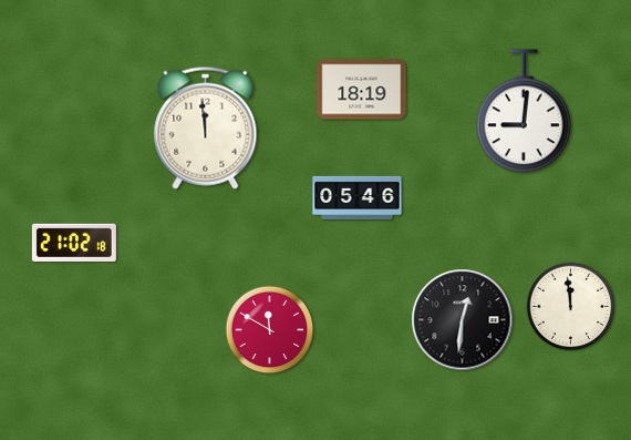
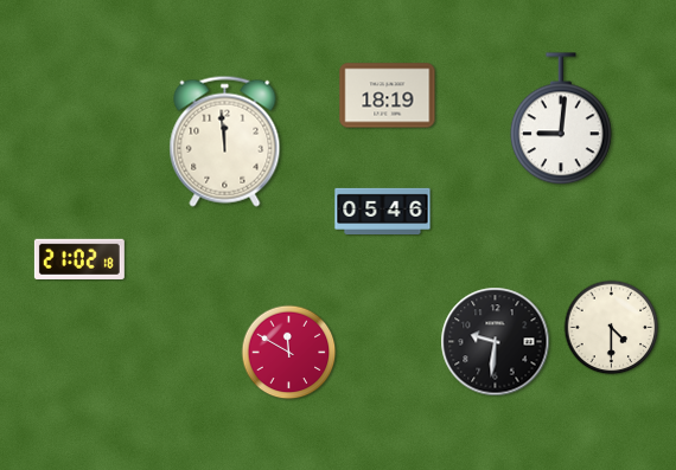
clock at (206, 127) position: (206, 127) -> (225, 141)
clock at (571, 307): 11:59 -> 4:30
clock at (463, 320): 12:31 -> 9:31
